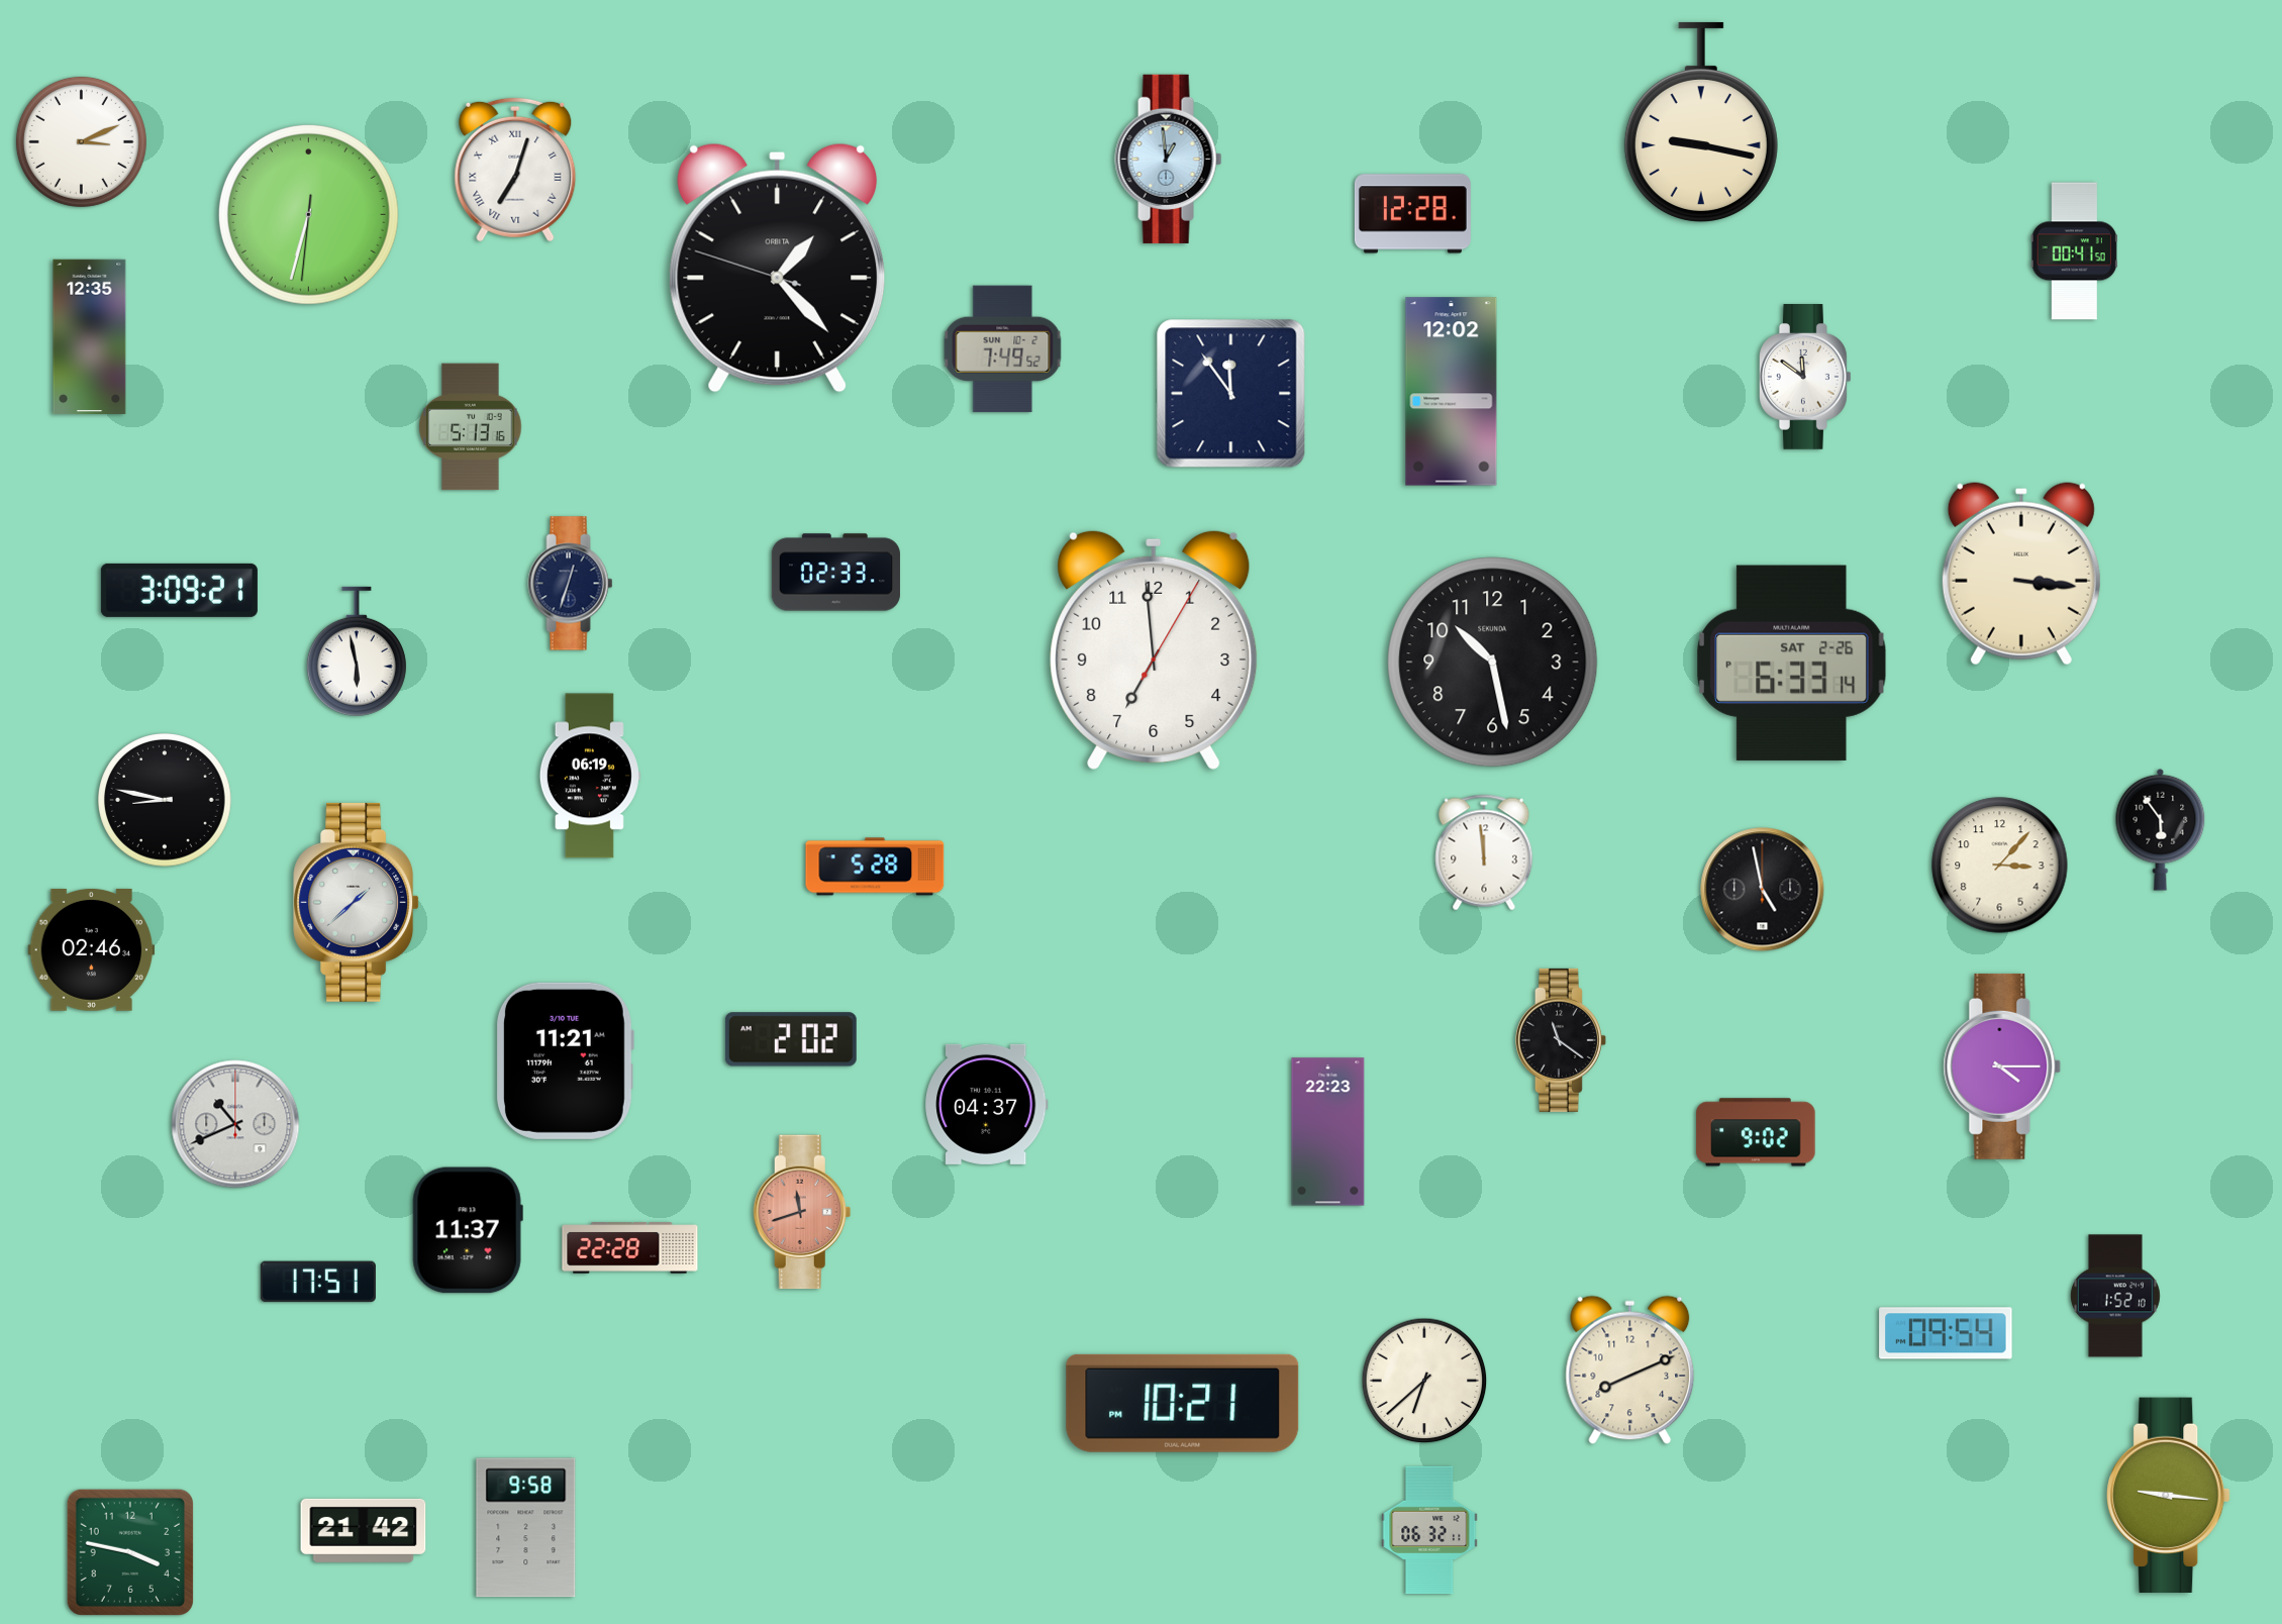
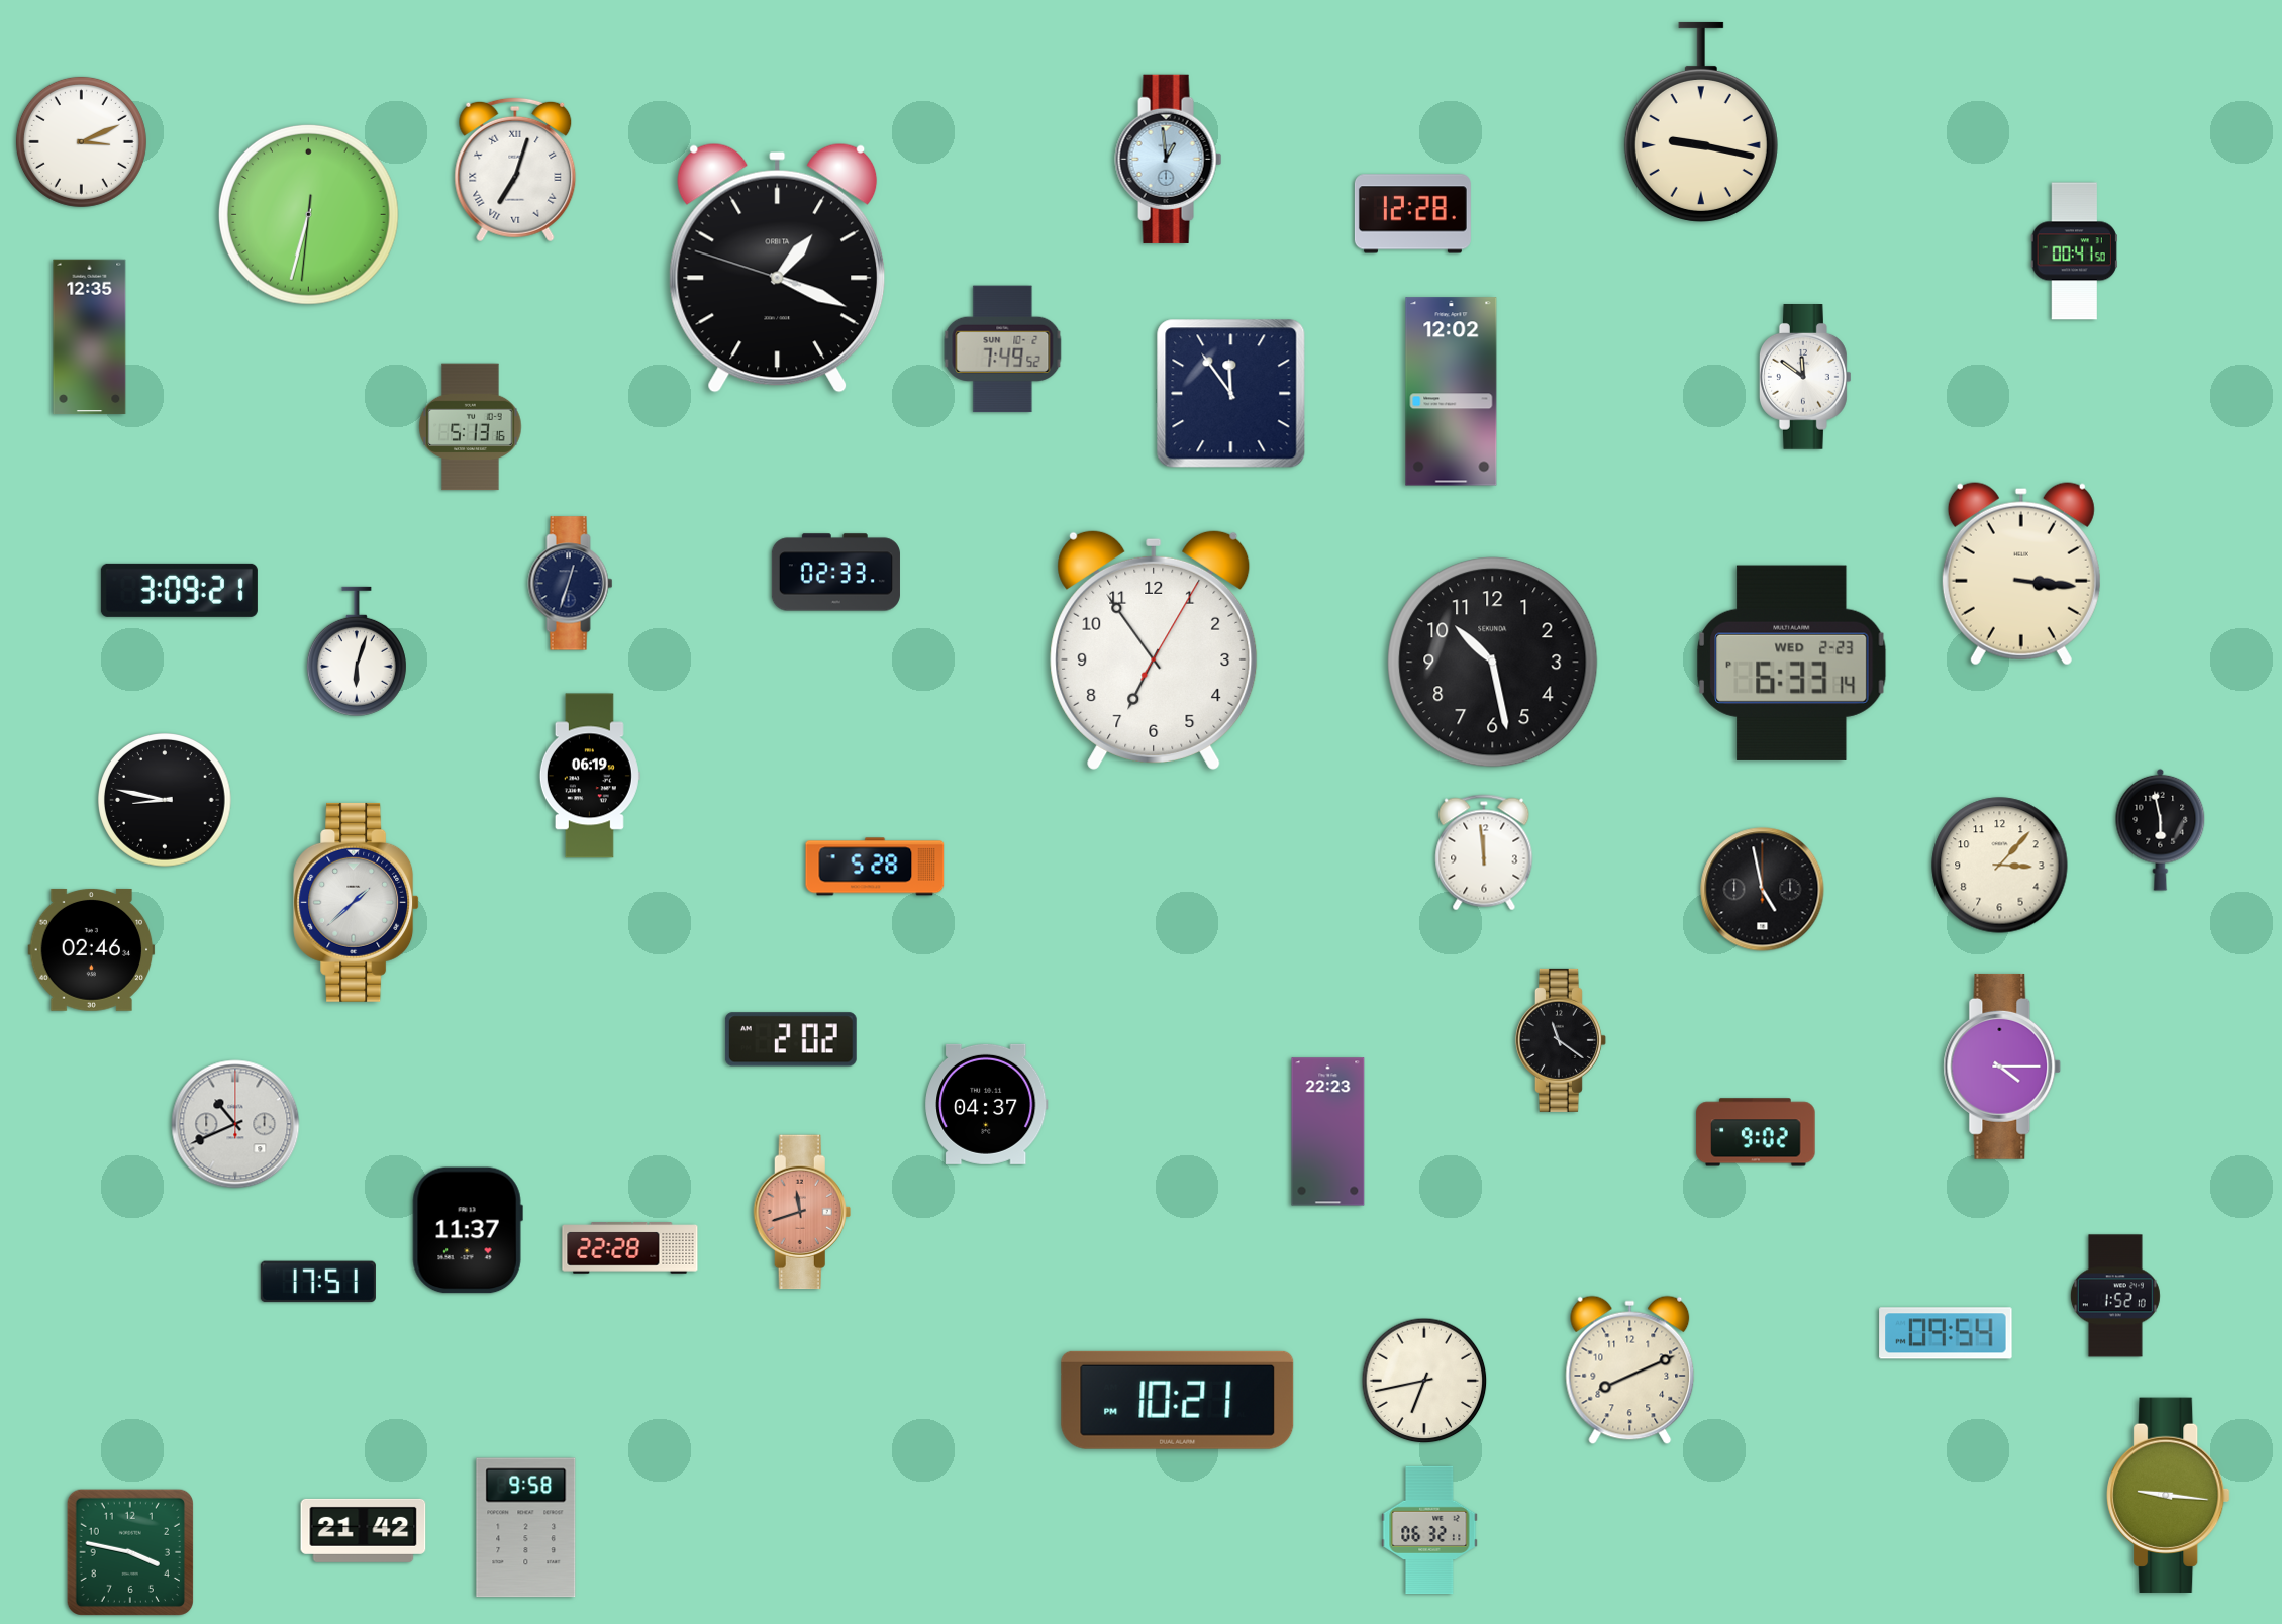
clock at (778, 268): 1:22 -> 1:18
clock at (1154, 649): 6:59 -> 6:54
clock at (357, 651): 5:58 -> 6:03
clock at (1792, 663) date: SAT 2-26 -> WED 2-23
clock at (2161, 829): 5:54 -> 5:58
clock at (565, 1060): 11:21 -> none
clock at (1424, 1381): 6:38 -> 6:43
clock at (1183, 1403) position: (1183, 1403) -> (1178, 1400)
